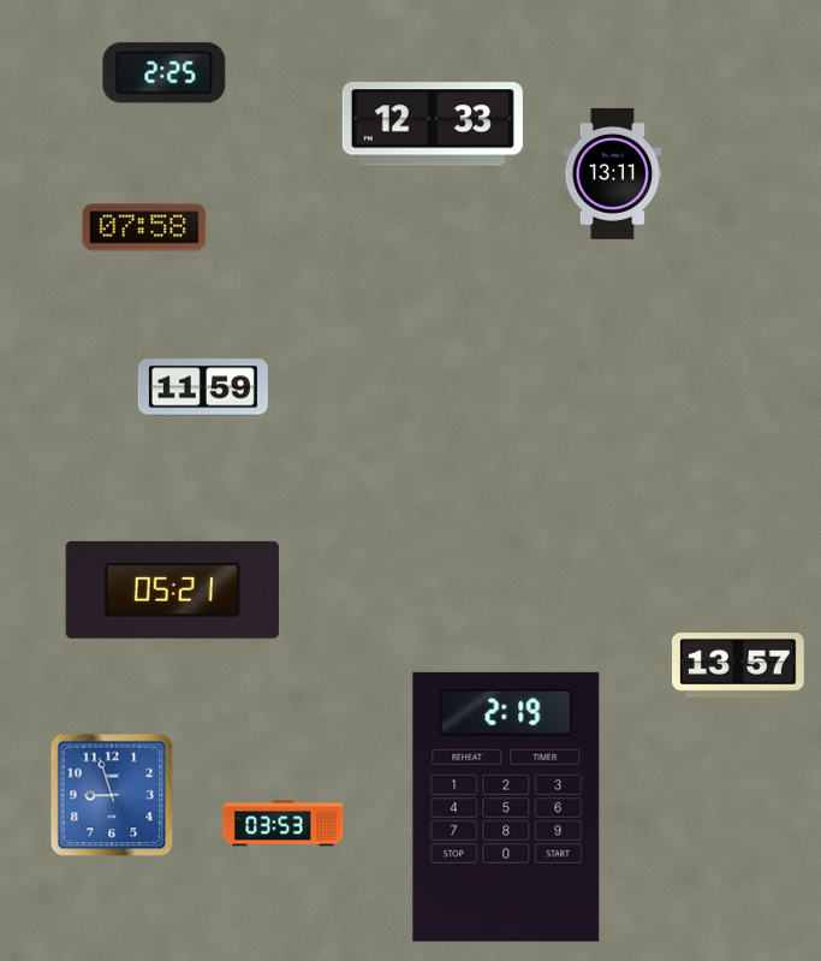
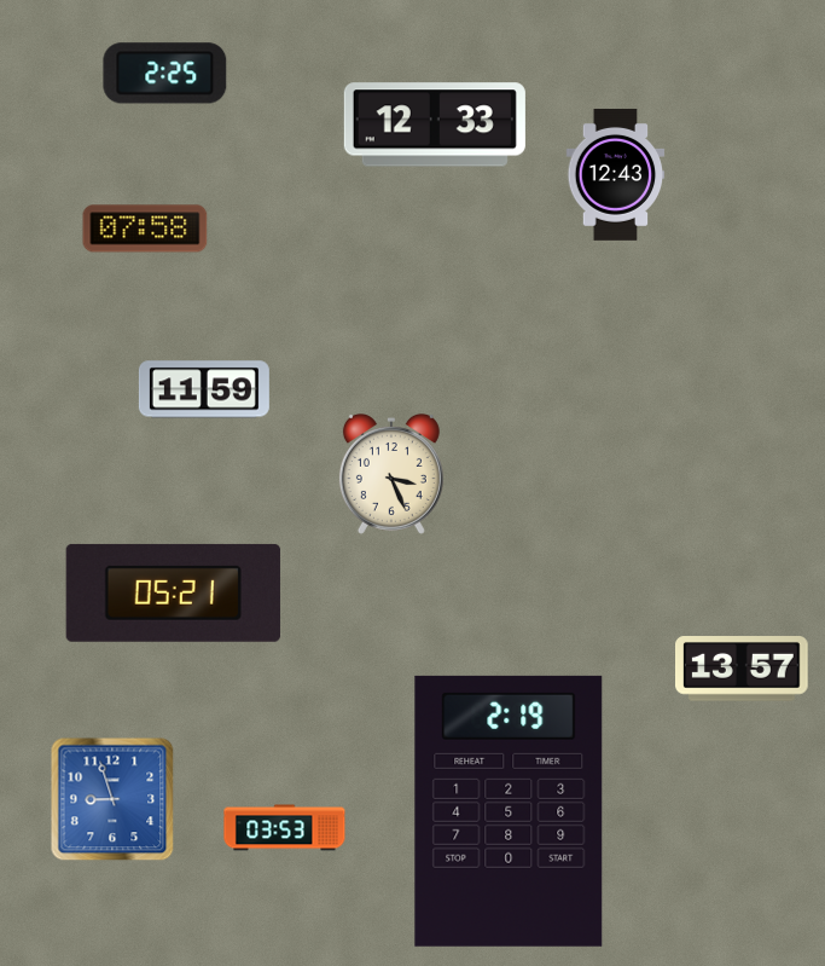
clock at (613, 173): 13:11 -> 12:43
clock at (391, 475): none -> 3:26
